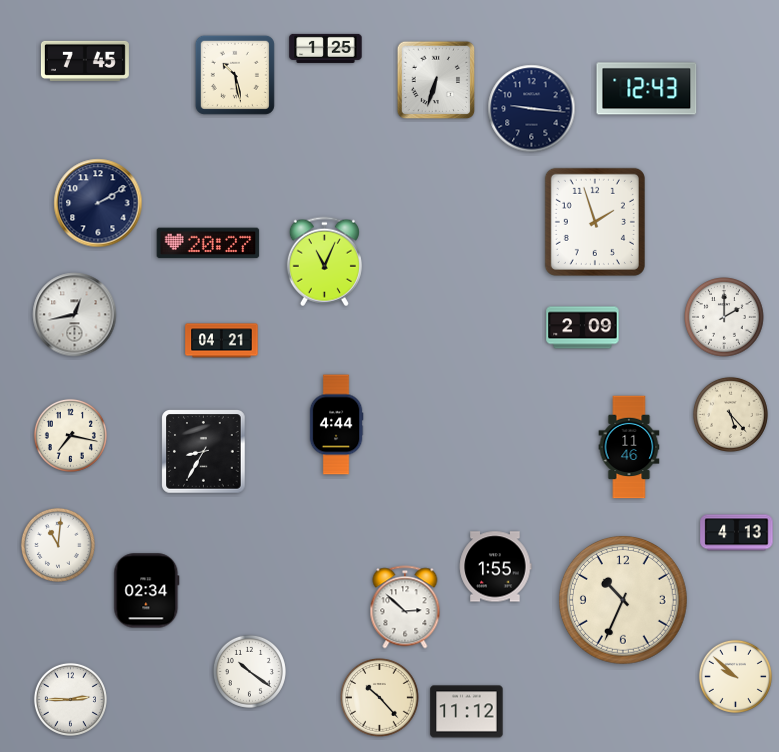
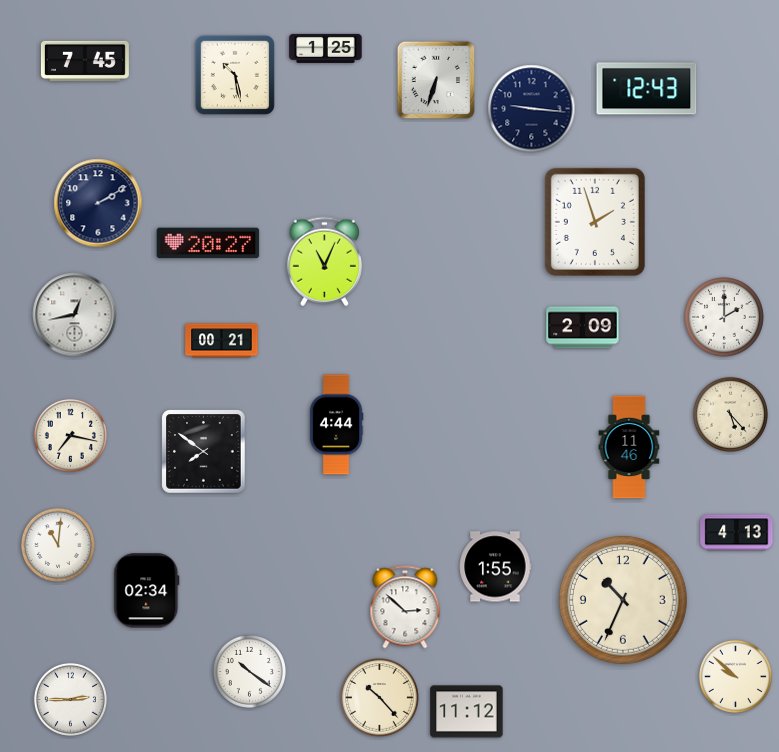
clock at (222, 341): 04:21 -> 00:21
clock at (204, 452): 8:35 -> 7:51
